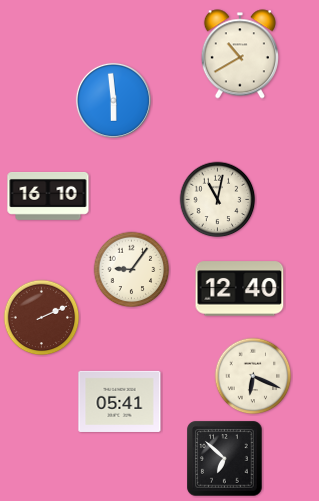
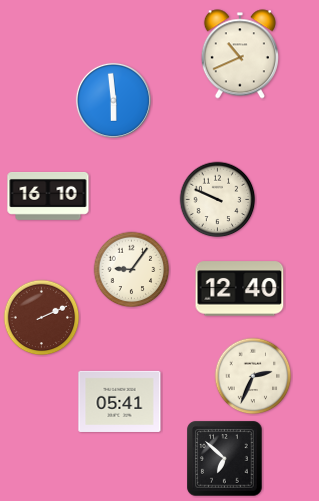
clock at (240, 54): 10:40 -> 10:41
clock at (218, 200): 11:02 -> 9:49
clock at (253, 376): 6:19 -> 2:34
